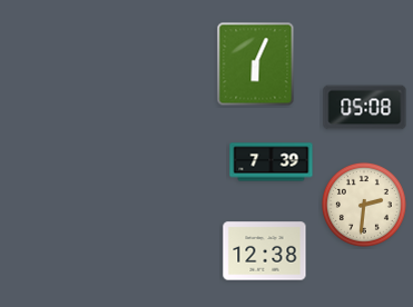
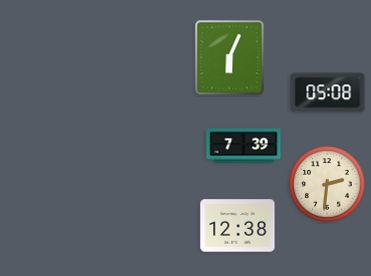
clock at (365, 108) position: (365, 108) -> (328, 93)
